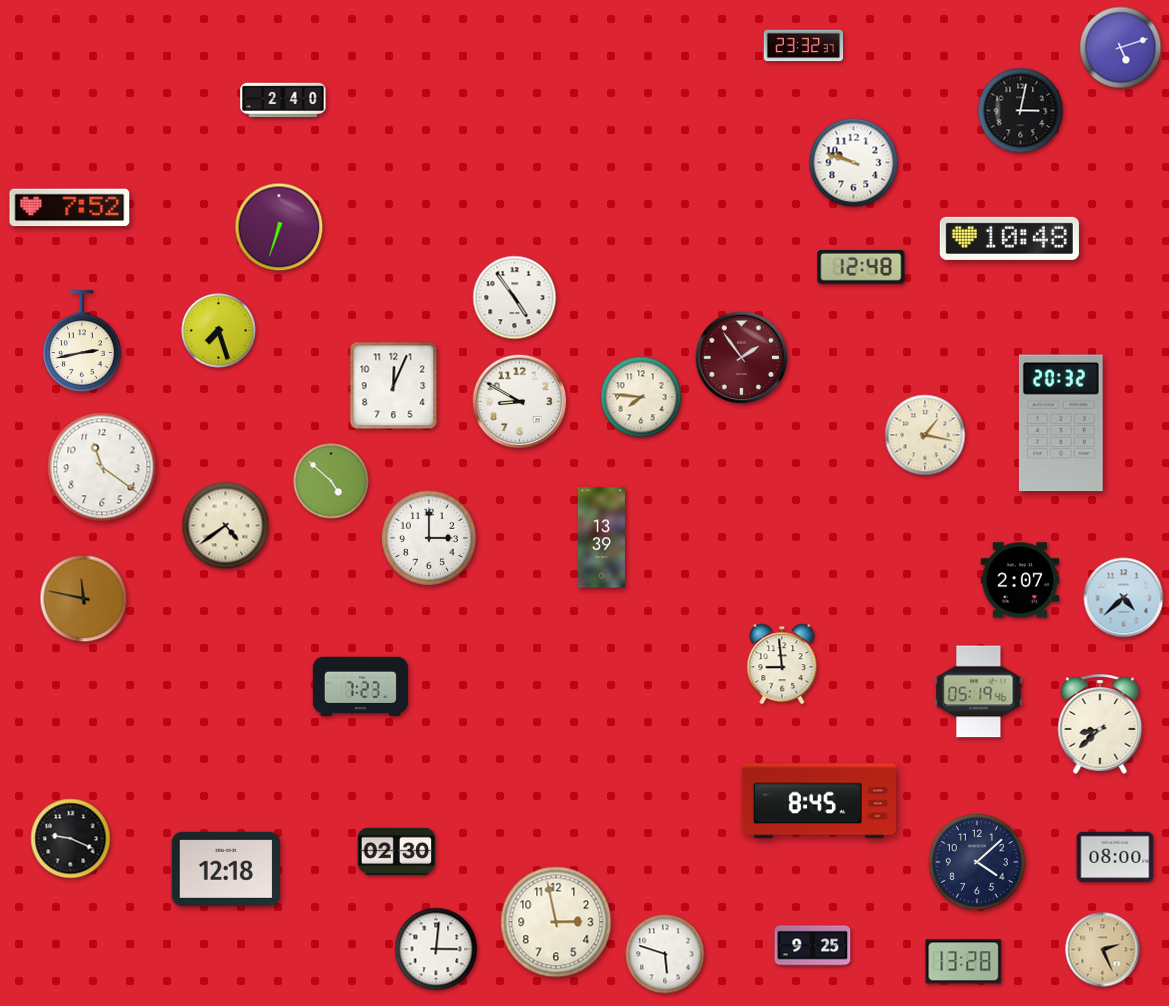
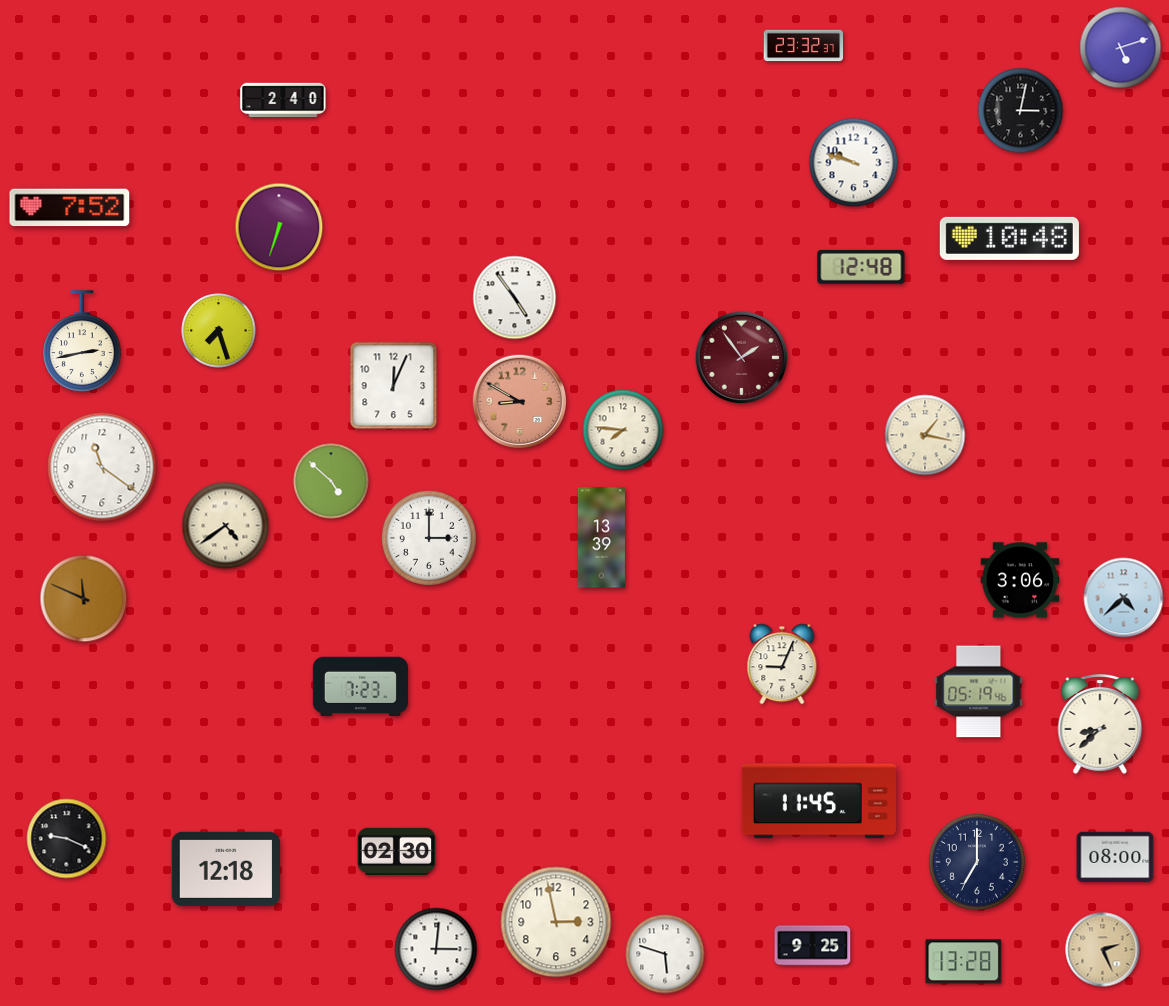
clock at (641, 397) position: (641, 397) -> (623, 430)
clock at (519, 401) dial: white -> salmon
clock at (1061, 423): 20:32 -> none
clock at (1020, 580): 2:07 -> 3:06
clock at (84, 599): 11:47 -> 11:49
clock at (782, 664): 8:59 -> 9:04
clock at (819, 801): 8:45 -> 11:45
clock at (71, 839) position: (71, 839) -> (67, 839)
clock at (977, 862): 4:08 -> 7:00
